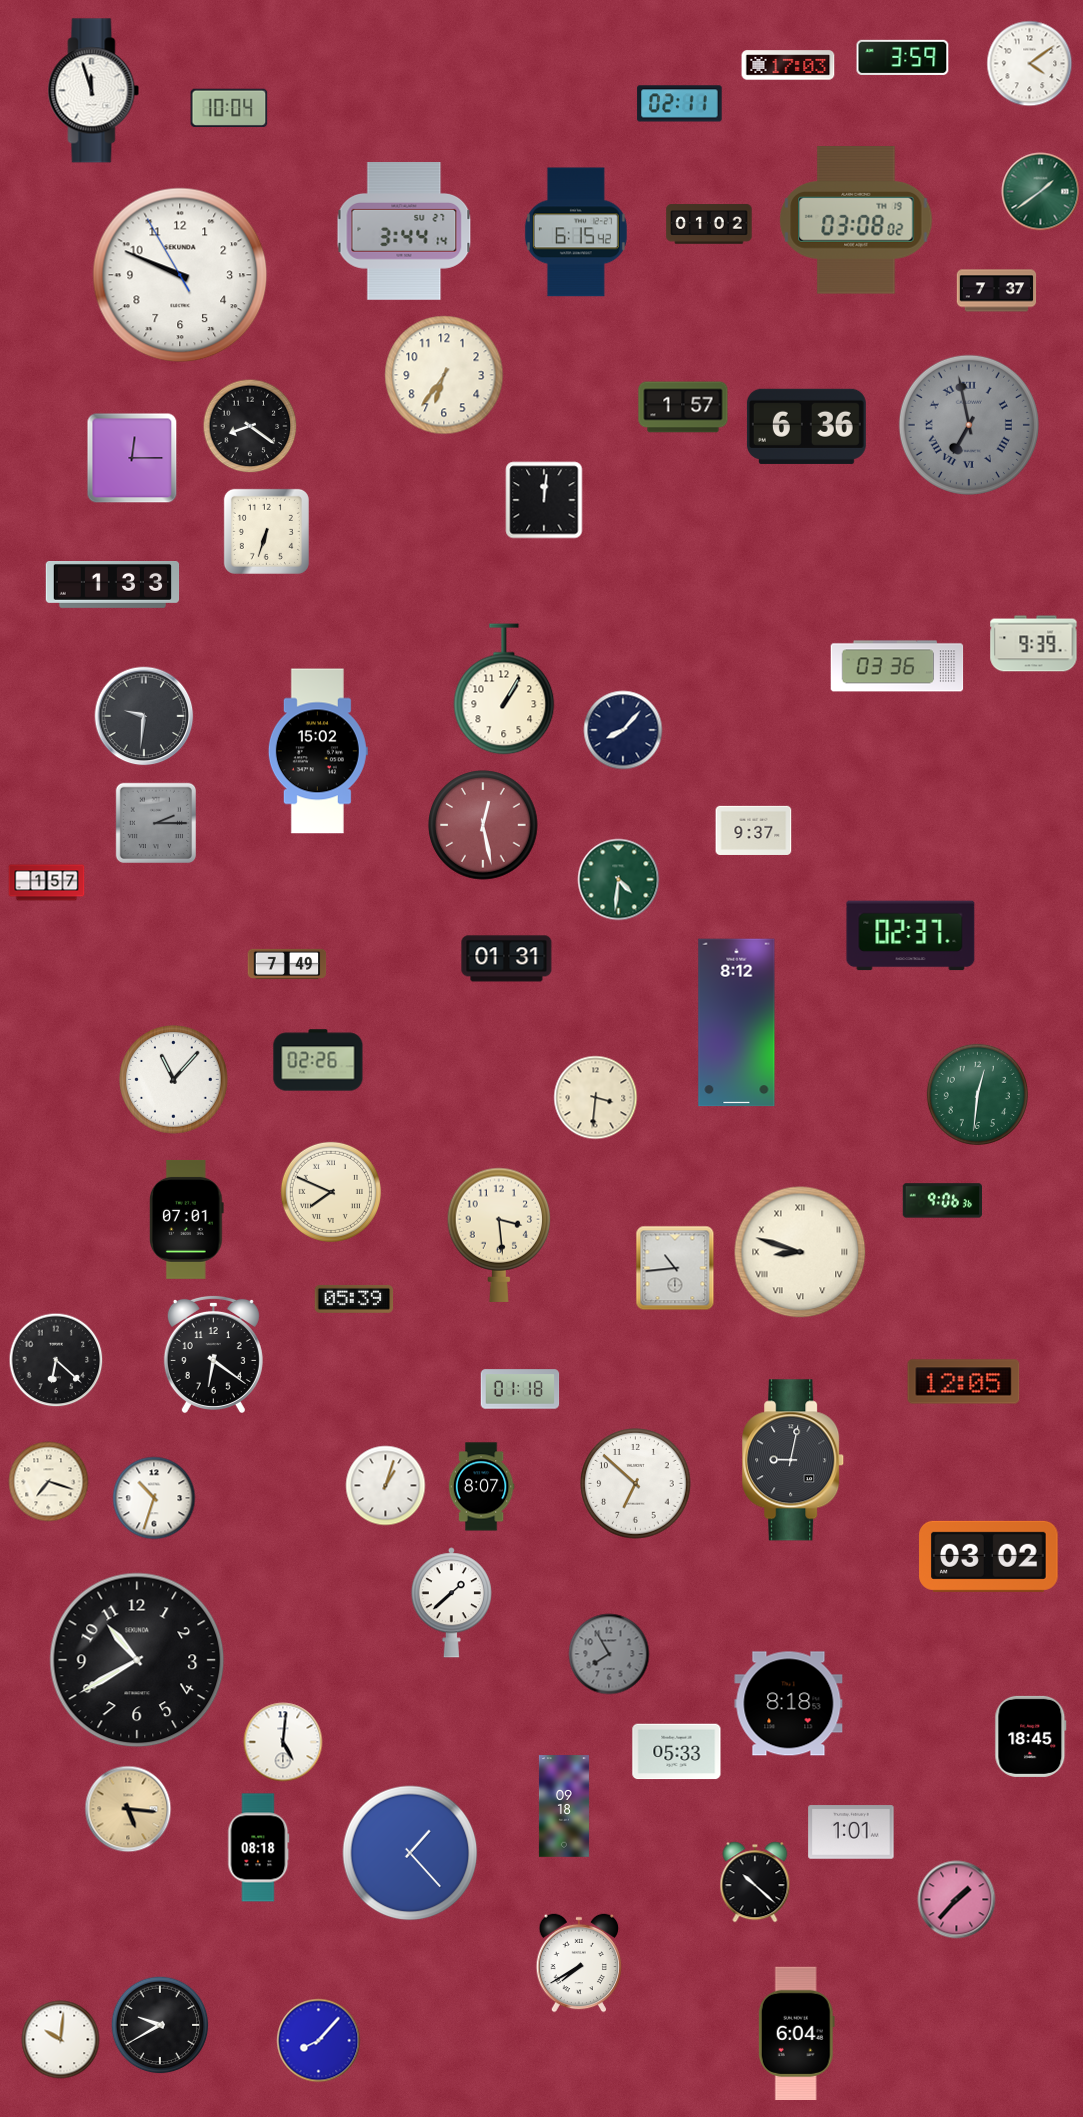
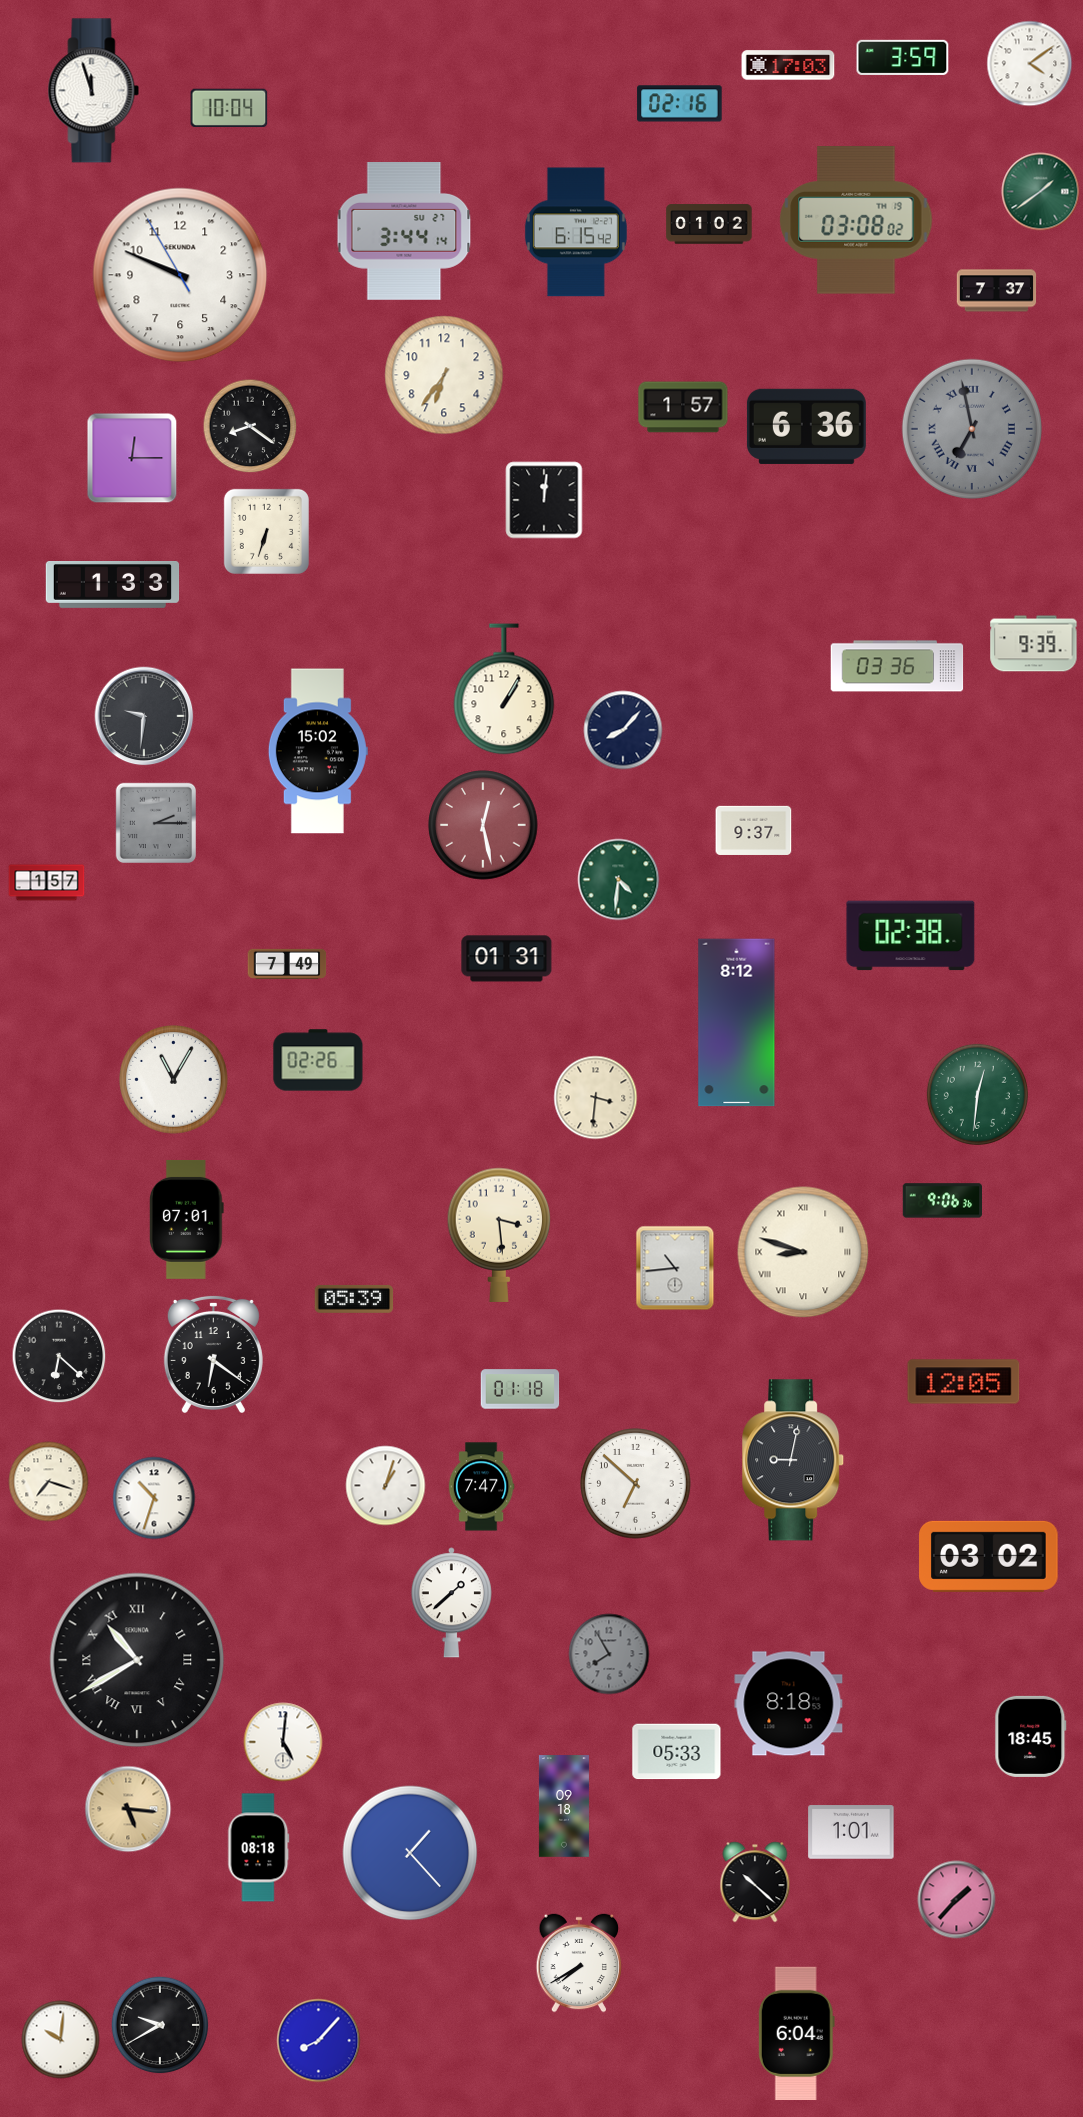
clock at (680, 104): 02:11 -> 02:16
clock at (969, 425) position: (969, 425) -> (972, 429)
clock at (911, 936): 02:37 -> 02:38
clock at (174, 1080): 11:07 -> 11:05
clock at (331, 1192): 7:49 -> none
clock at (800, 1252) position: (800, 1252) -> (803, 1252)
clock at (56, 1360) position: (56, 1360) -> (59, 1356)
clock at (481, 1487): 8:07 -> 7:47
clock at (137, 1660) numerals: Arabic -> Roman
